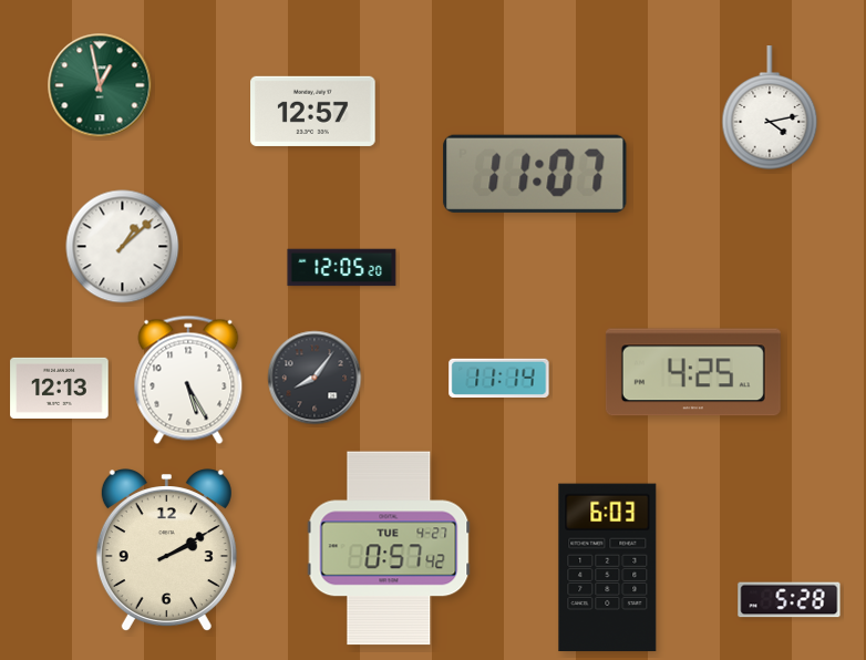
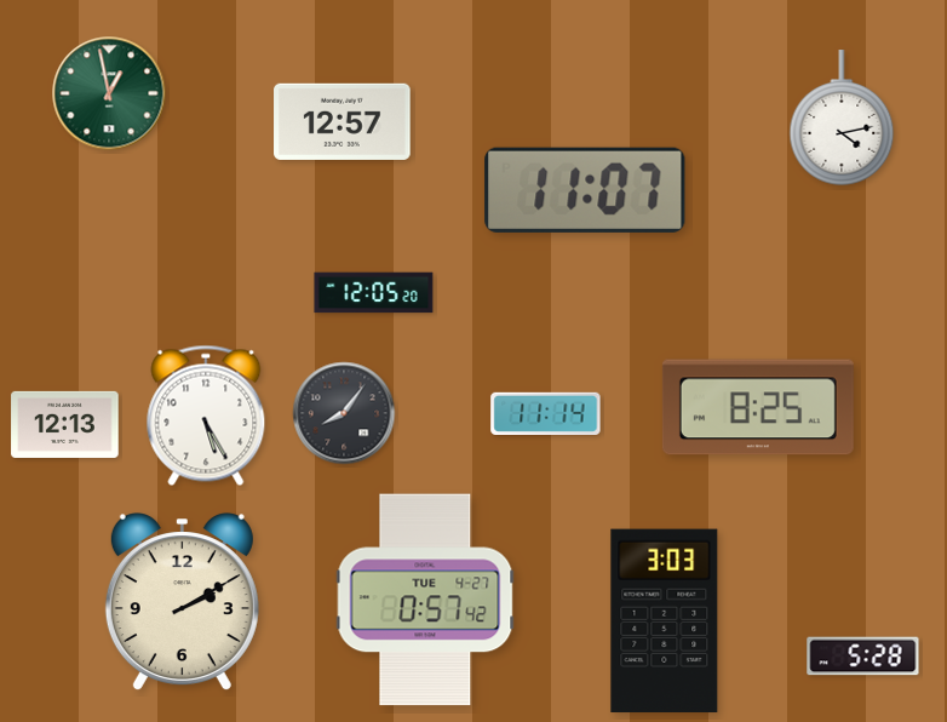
clock at (123, 247): 1:08 -> none
clock at (693, 372): 4:25 -> 8:25
clock at (608, 568): 6:03 -> 3:03
